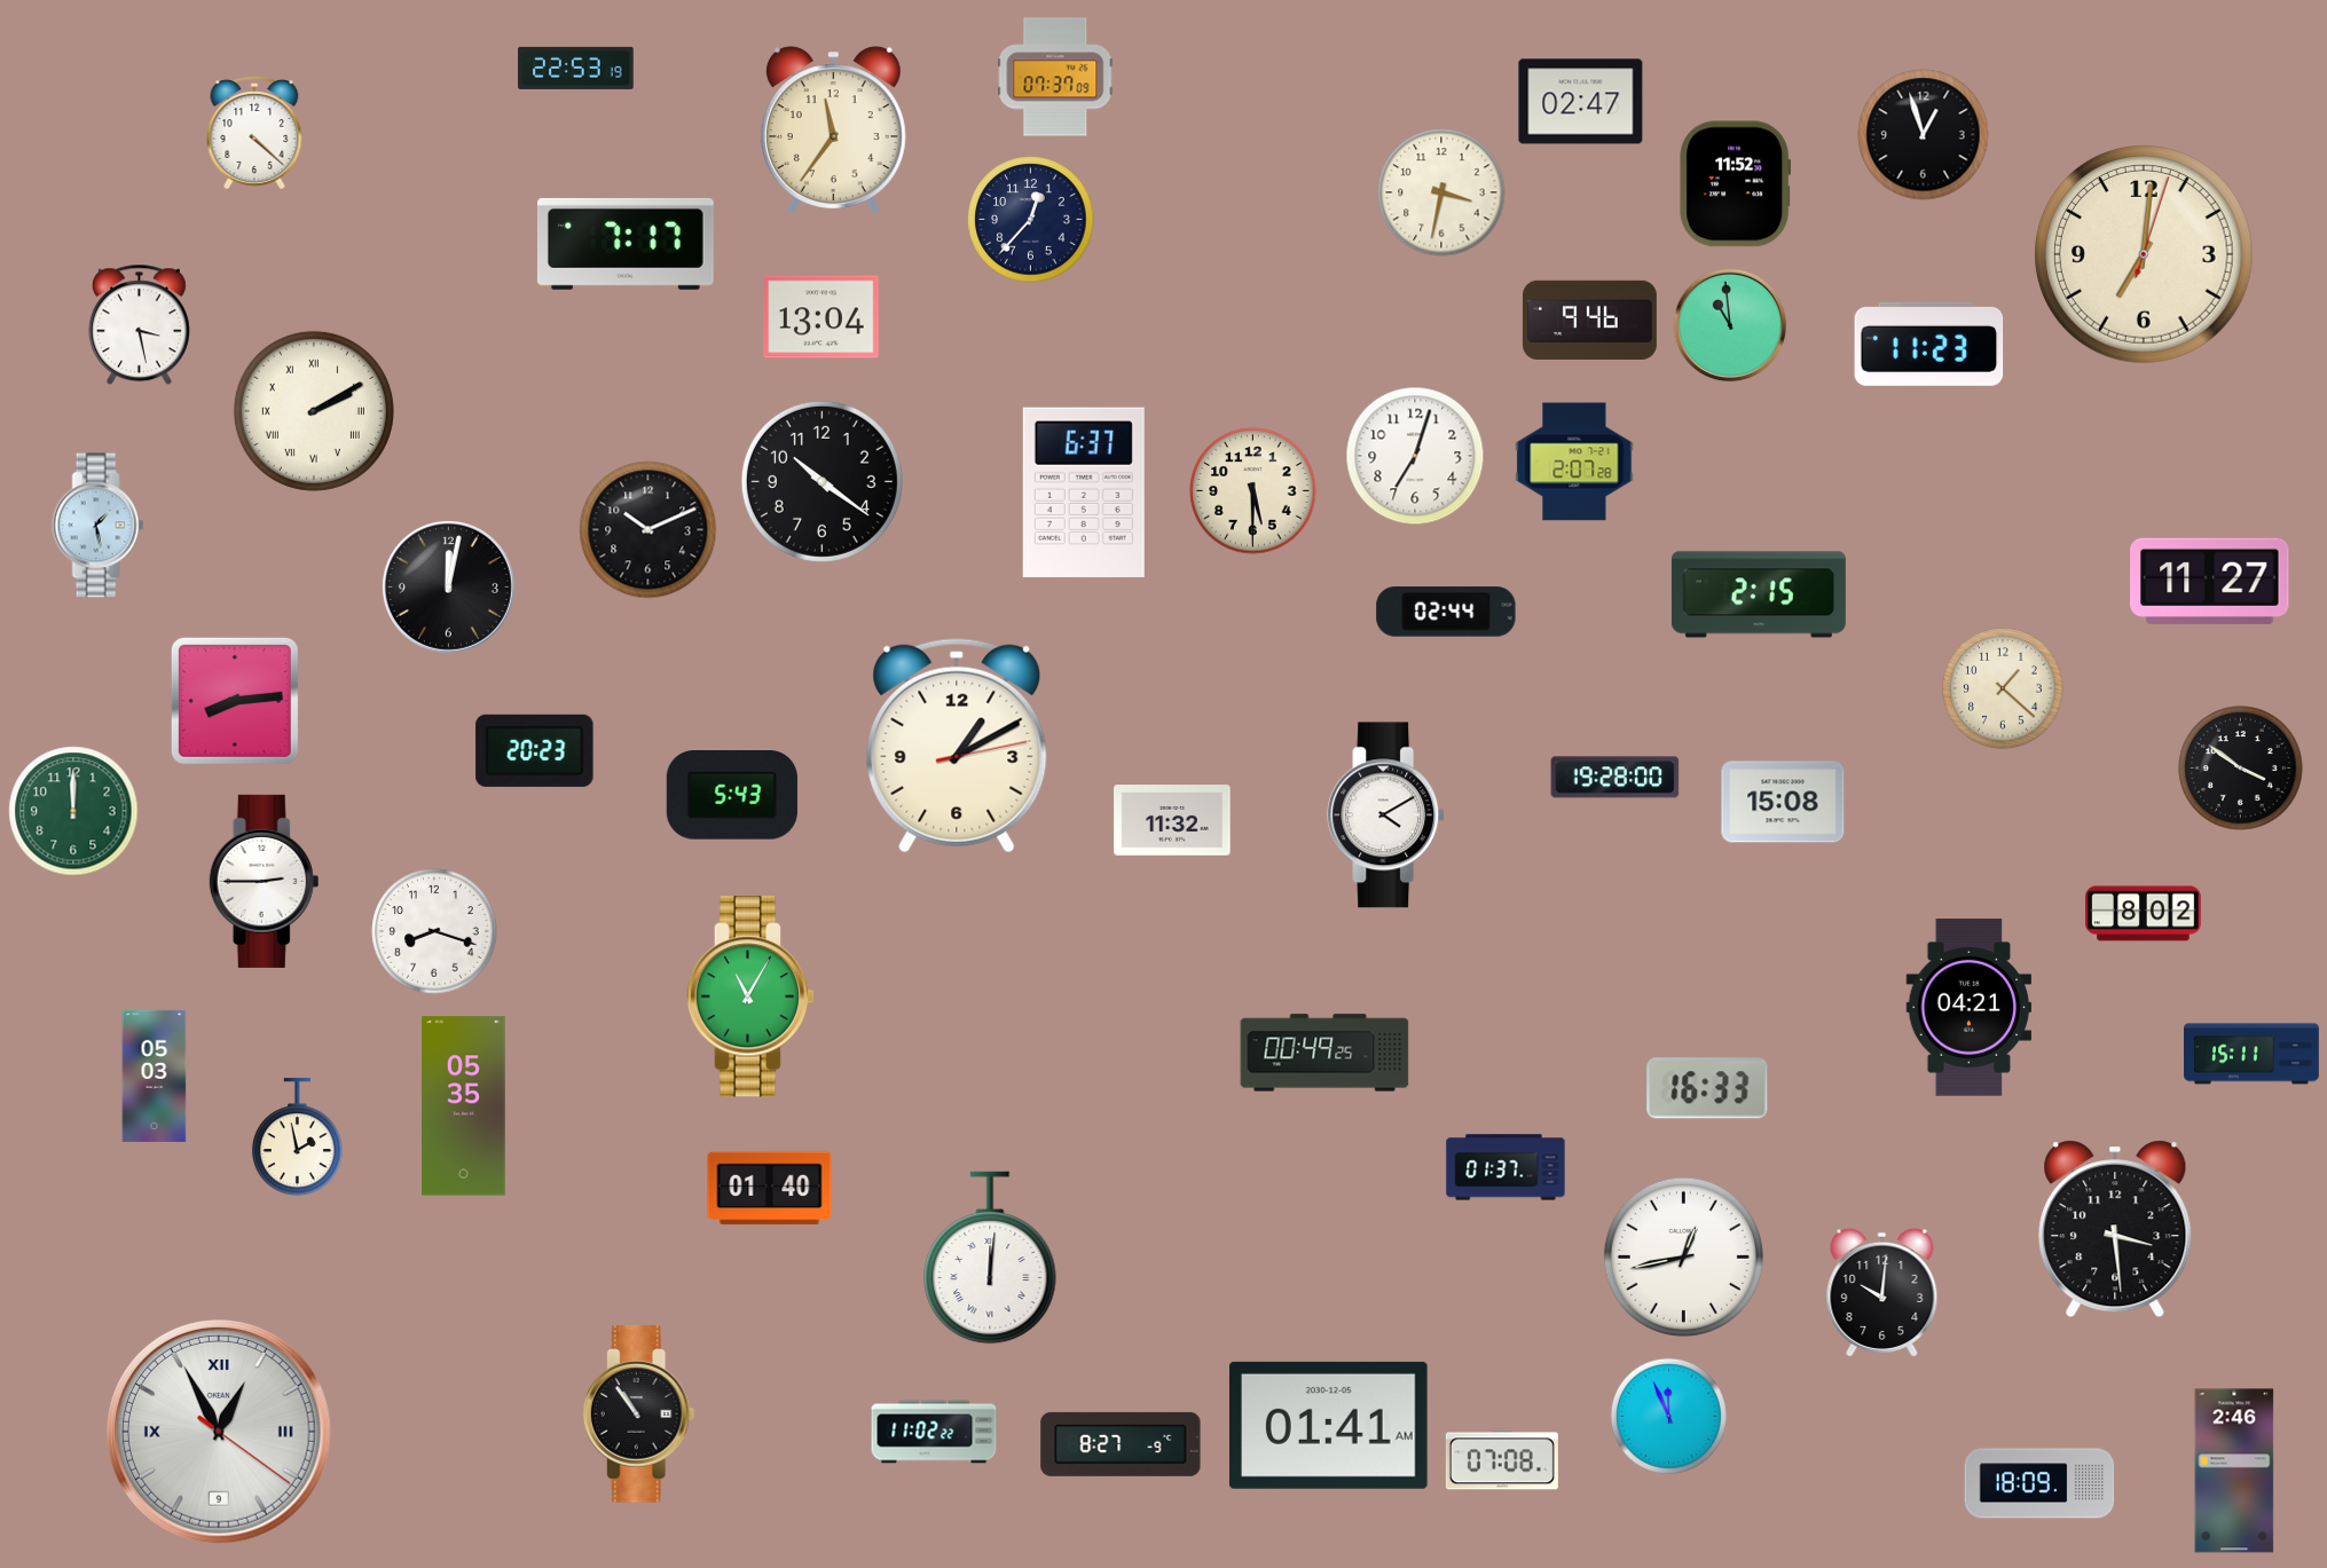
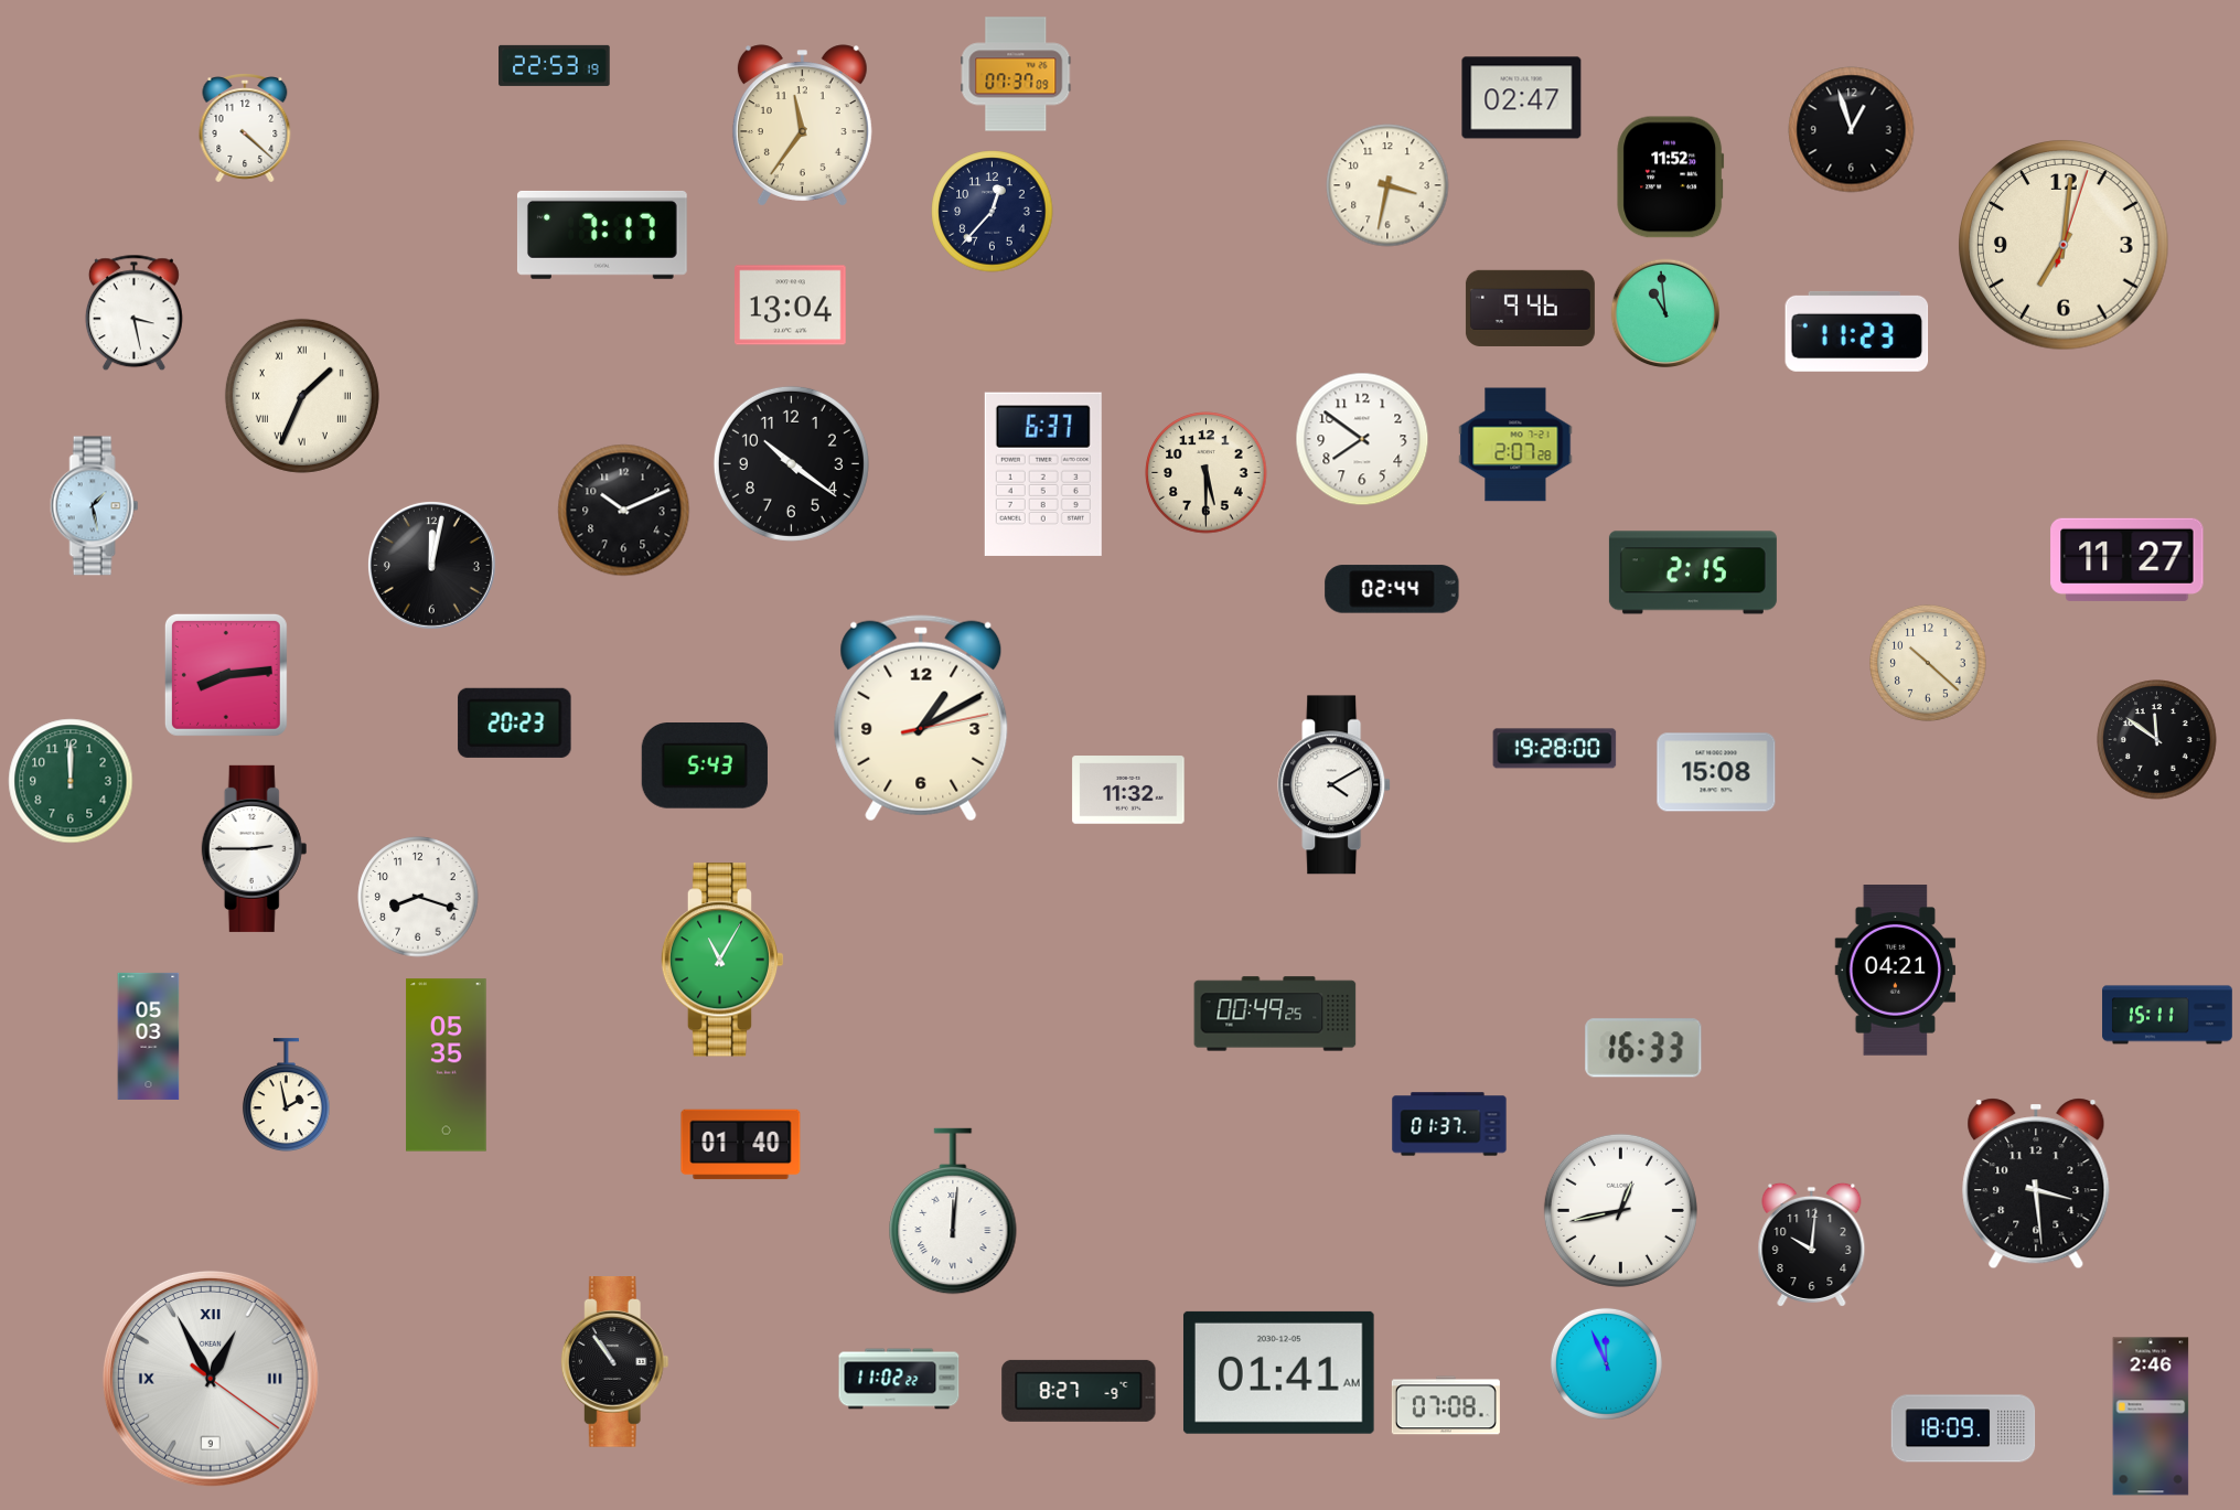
clock at (314, 411): 2:10 -> 1:34
clock at (1415, 456): 7:03 -> 7:51
clock at (2004, 690): 1:22 -> 10:22
clock at (2241, 769): 3:51 -> 11:51
clock at (2144, 914): 8:02 -> none
